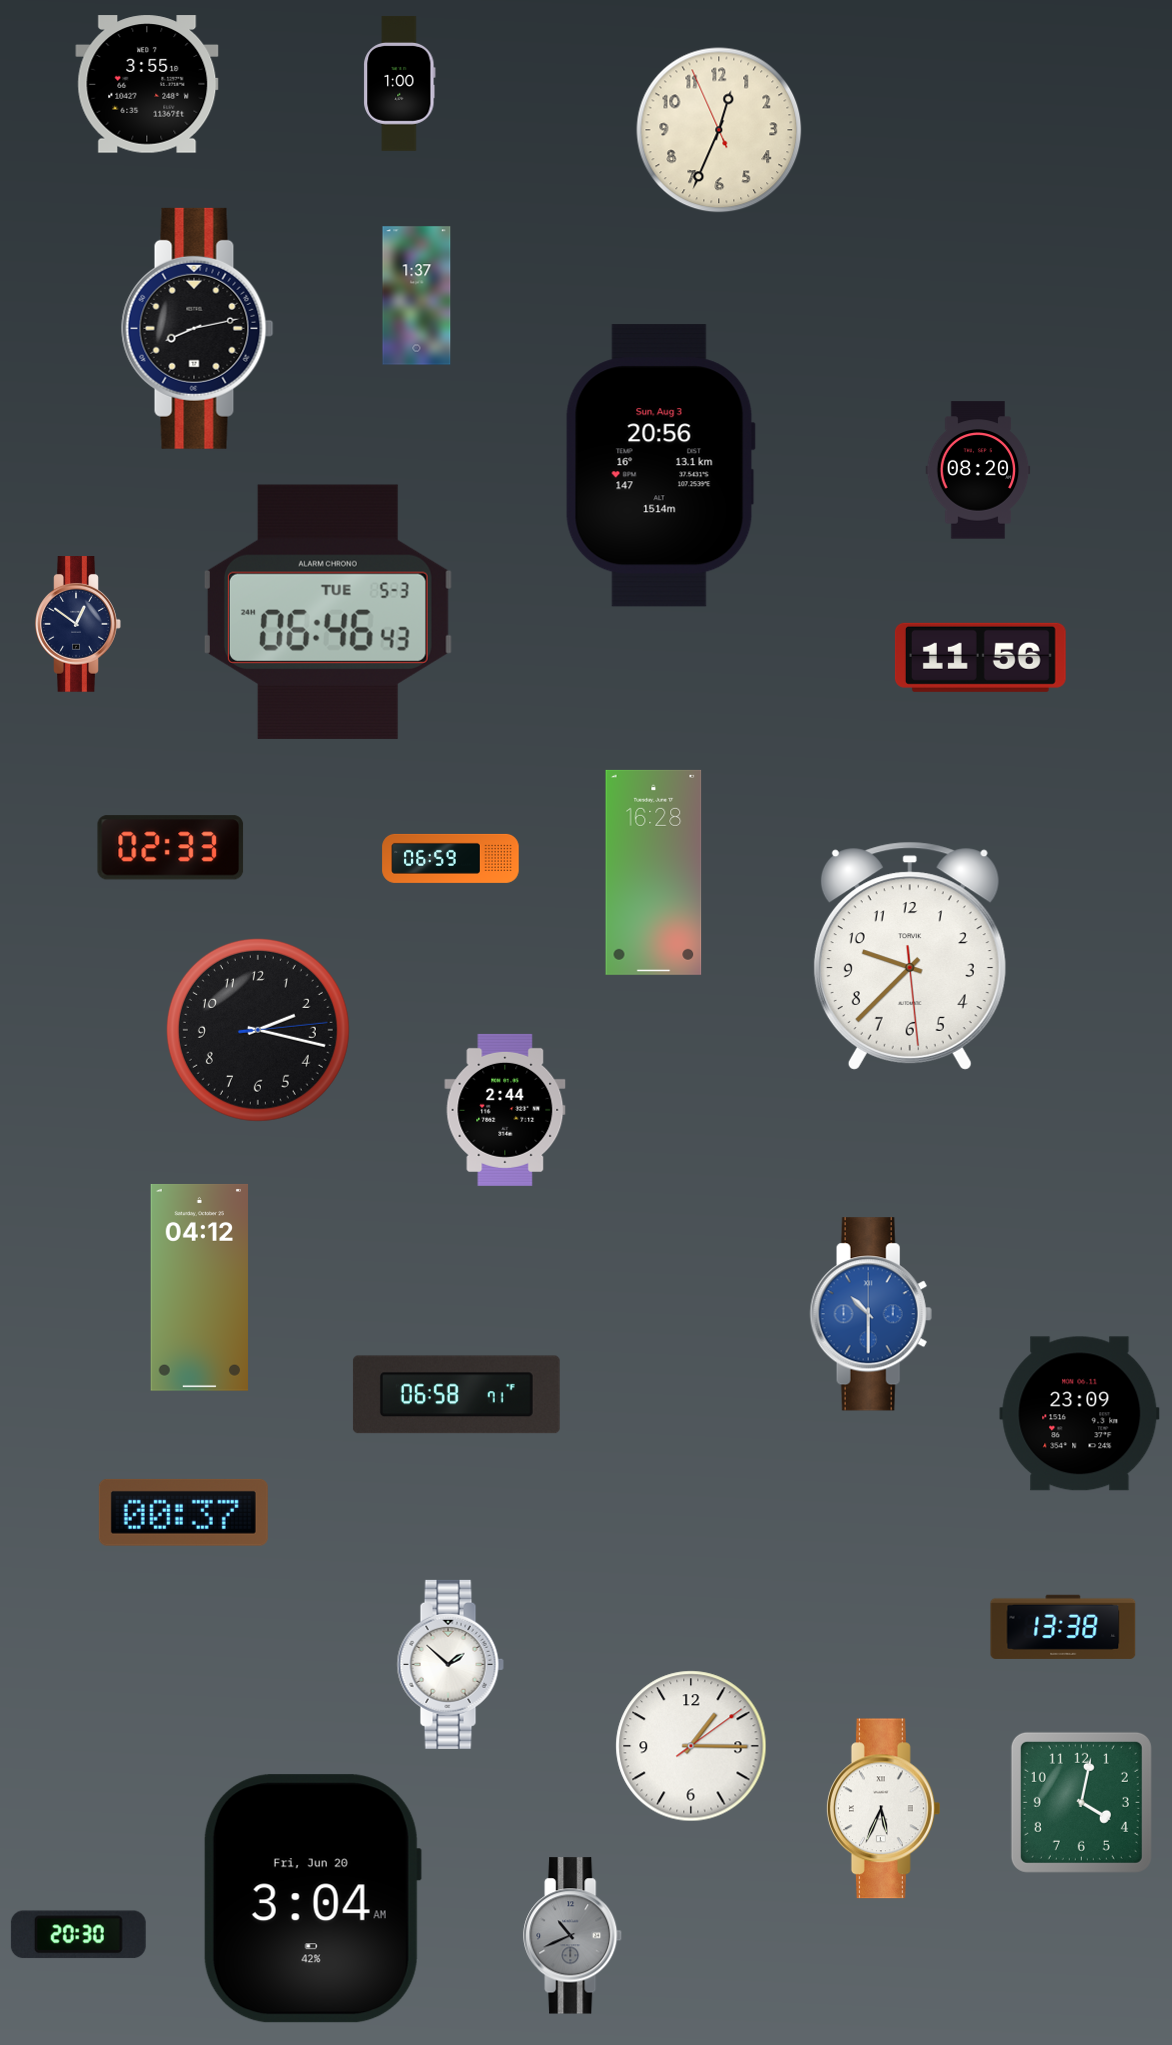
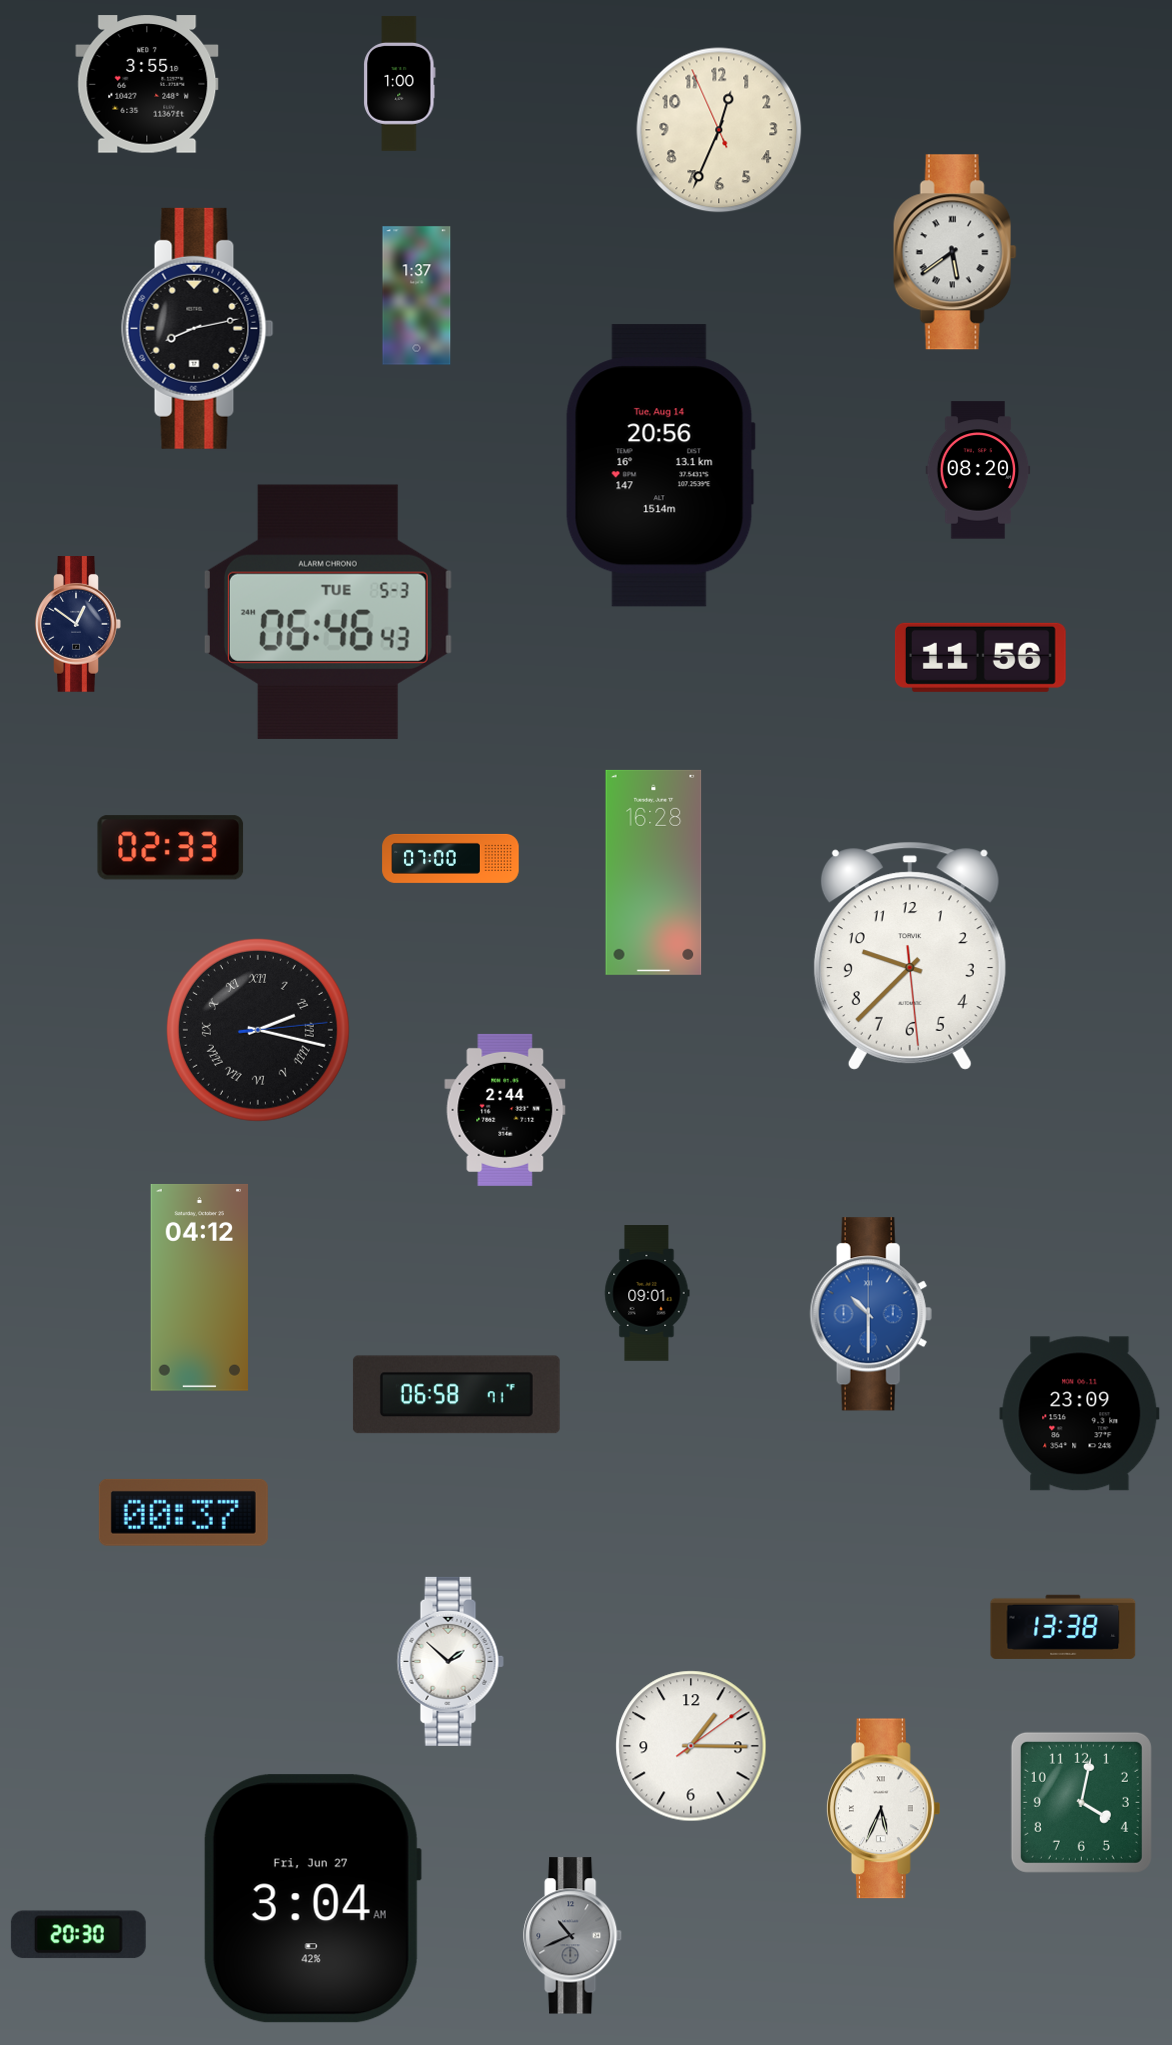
clock at (955, 252): none -> 5:39
clock at (660, 466) date: Sun, Aug 3 -> Tue, Aug 14
clock at (451, 858): 06:59 -> 07:00
clock at (258, 1030) numerals: Arabic -> Roman
clock at (647, 1293): none -> 09:01
clock at (450, 1664) position: (450, 1664) -> (450, 1661)
clock at (312, 1899) date: Fri, Jun 20 -> Fri, Jun 27
